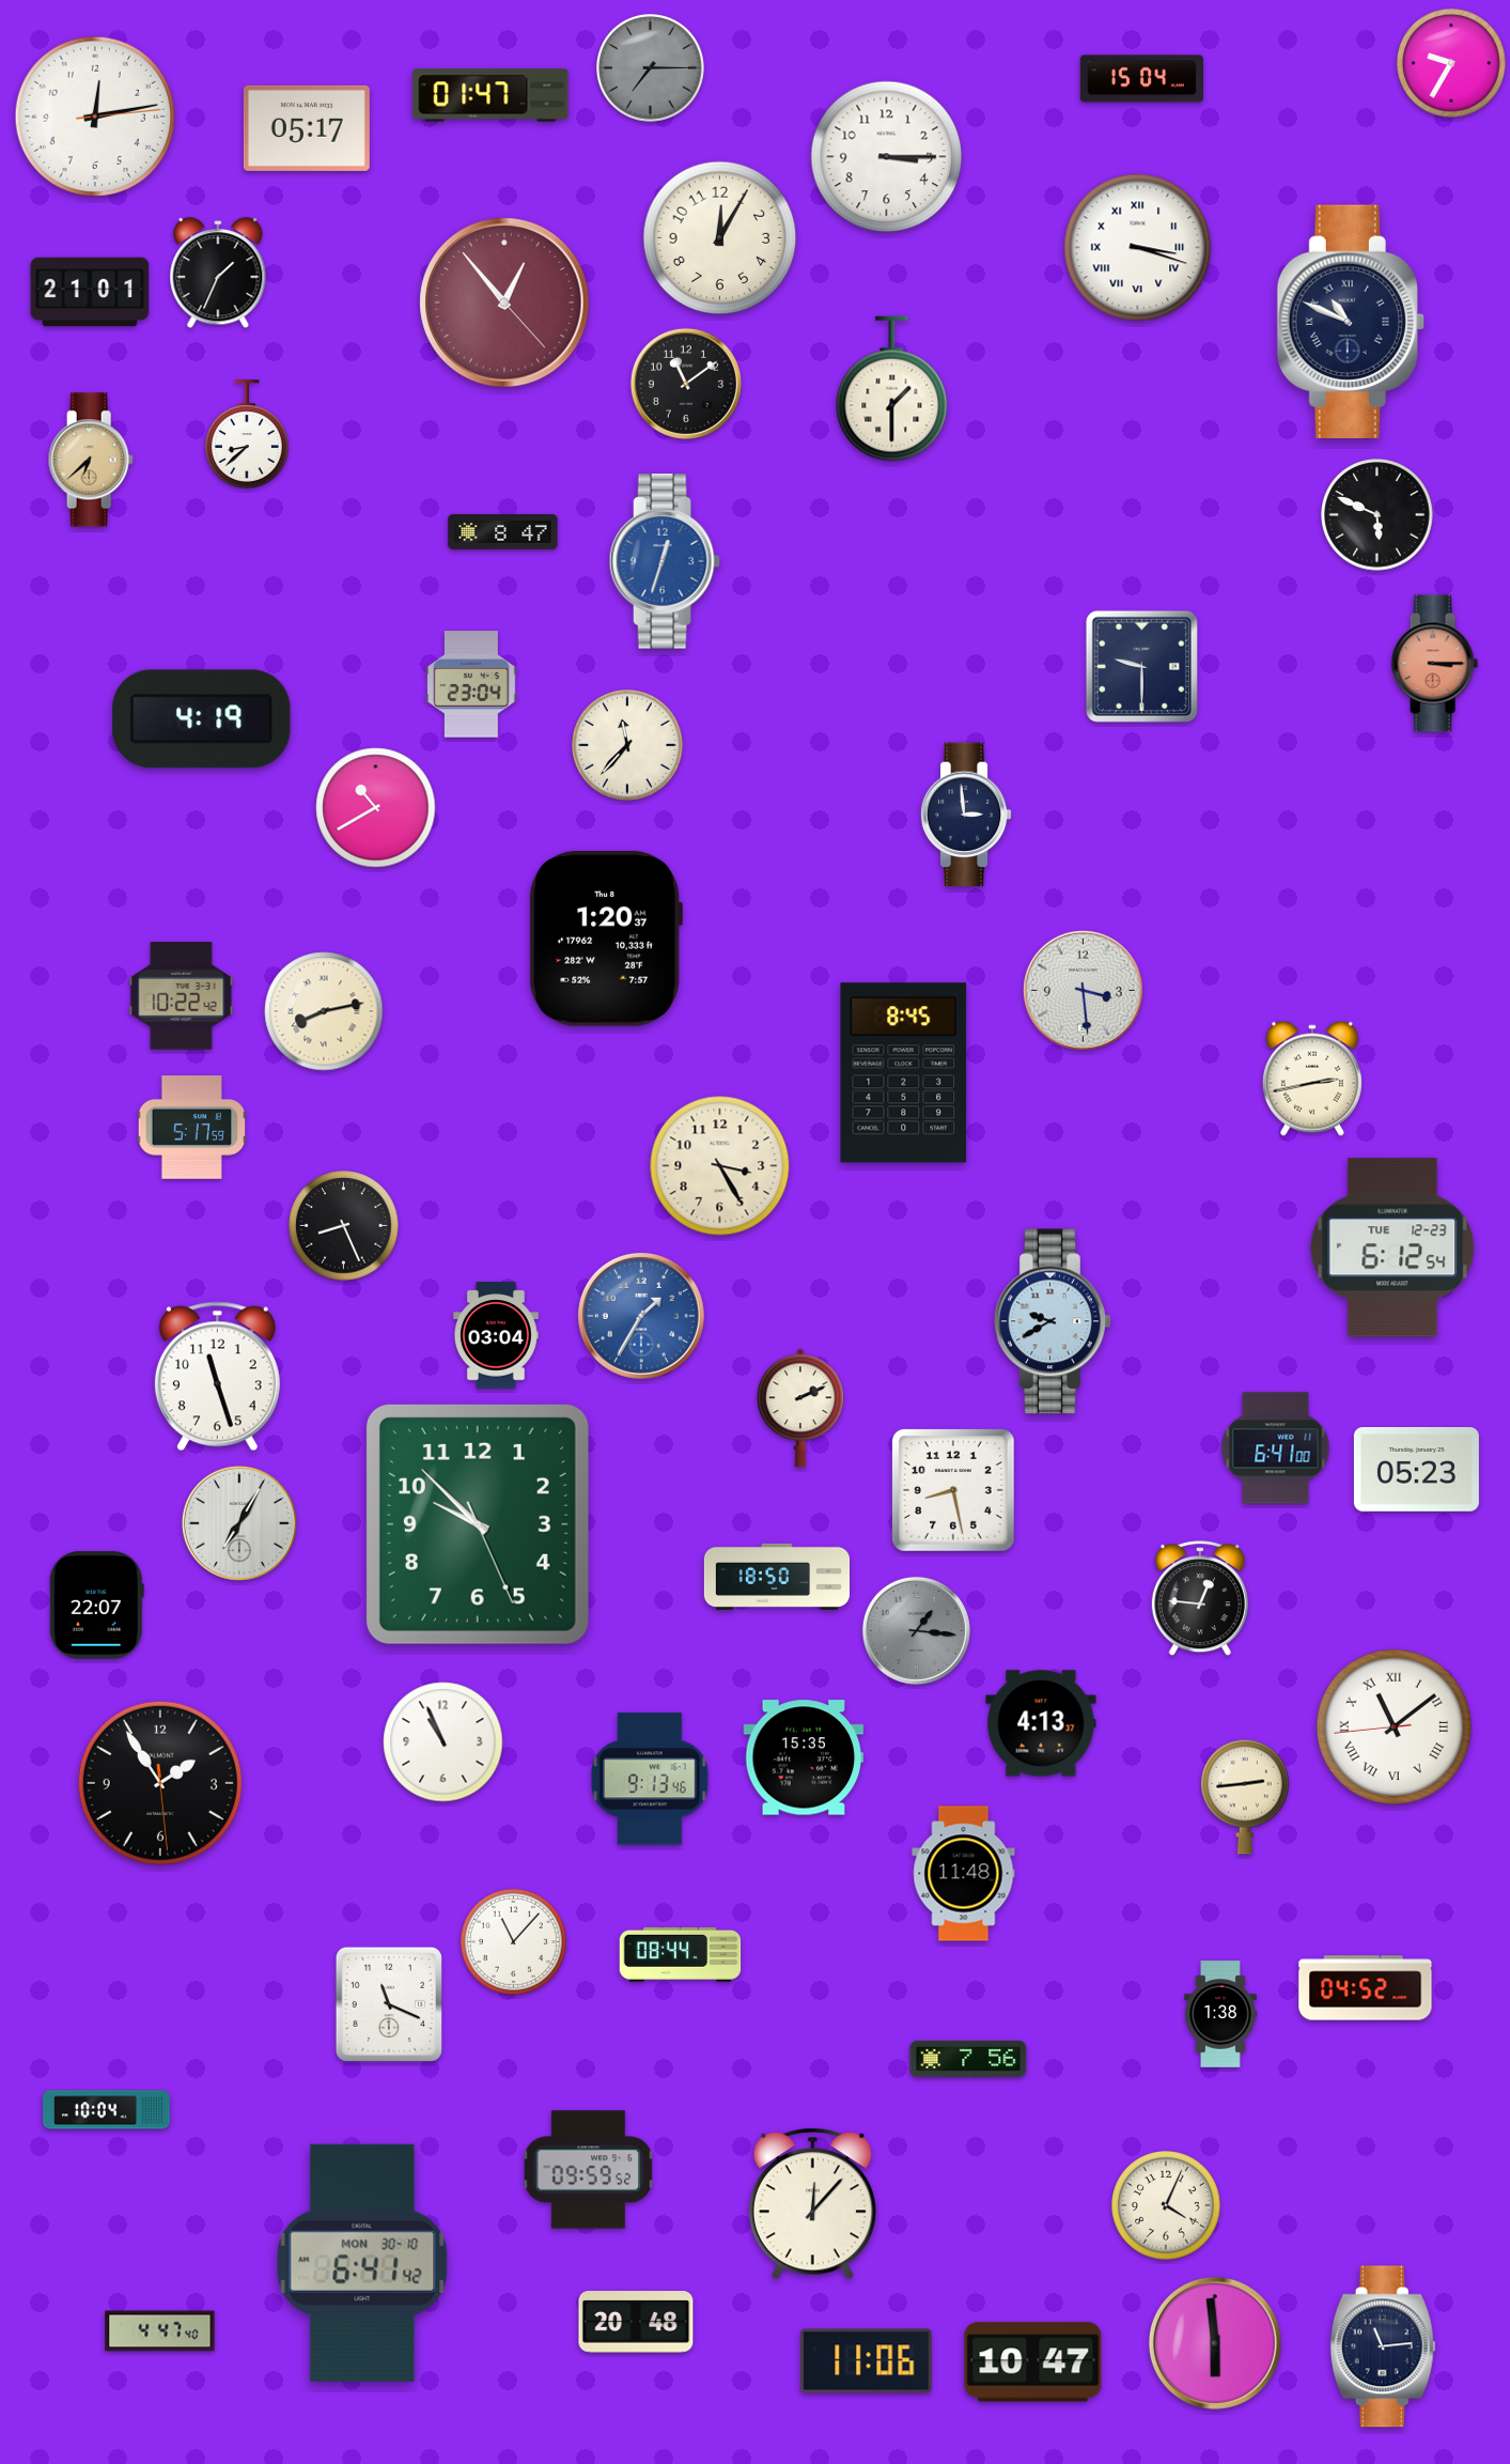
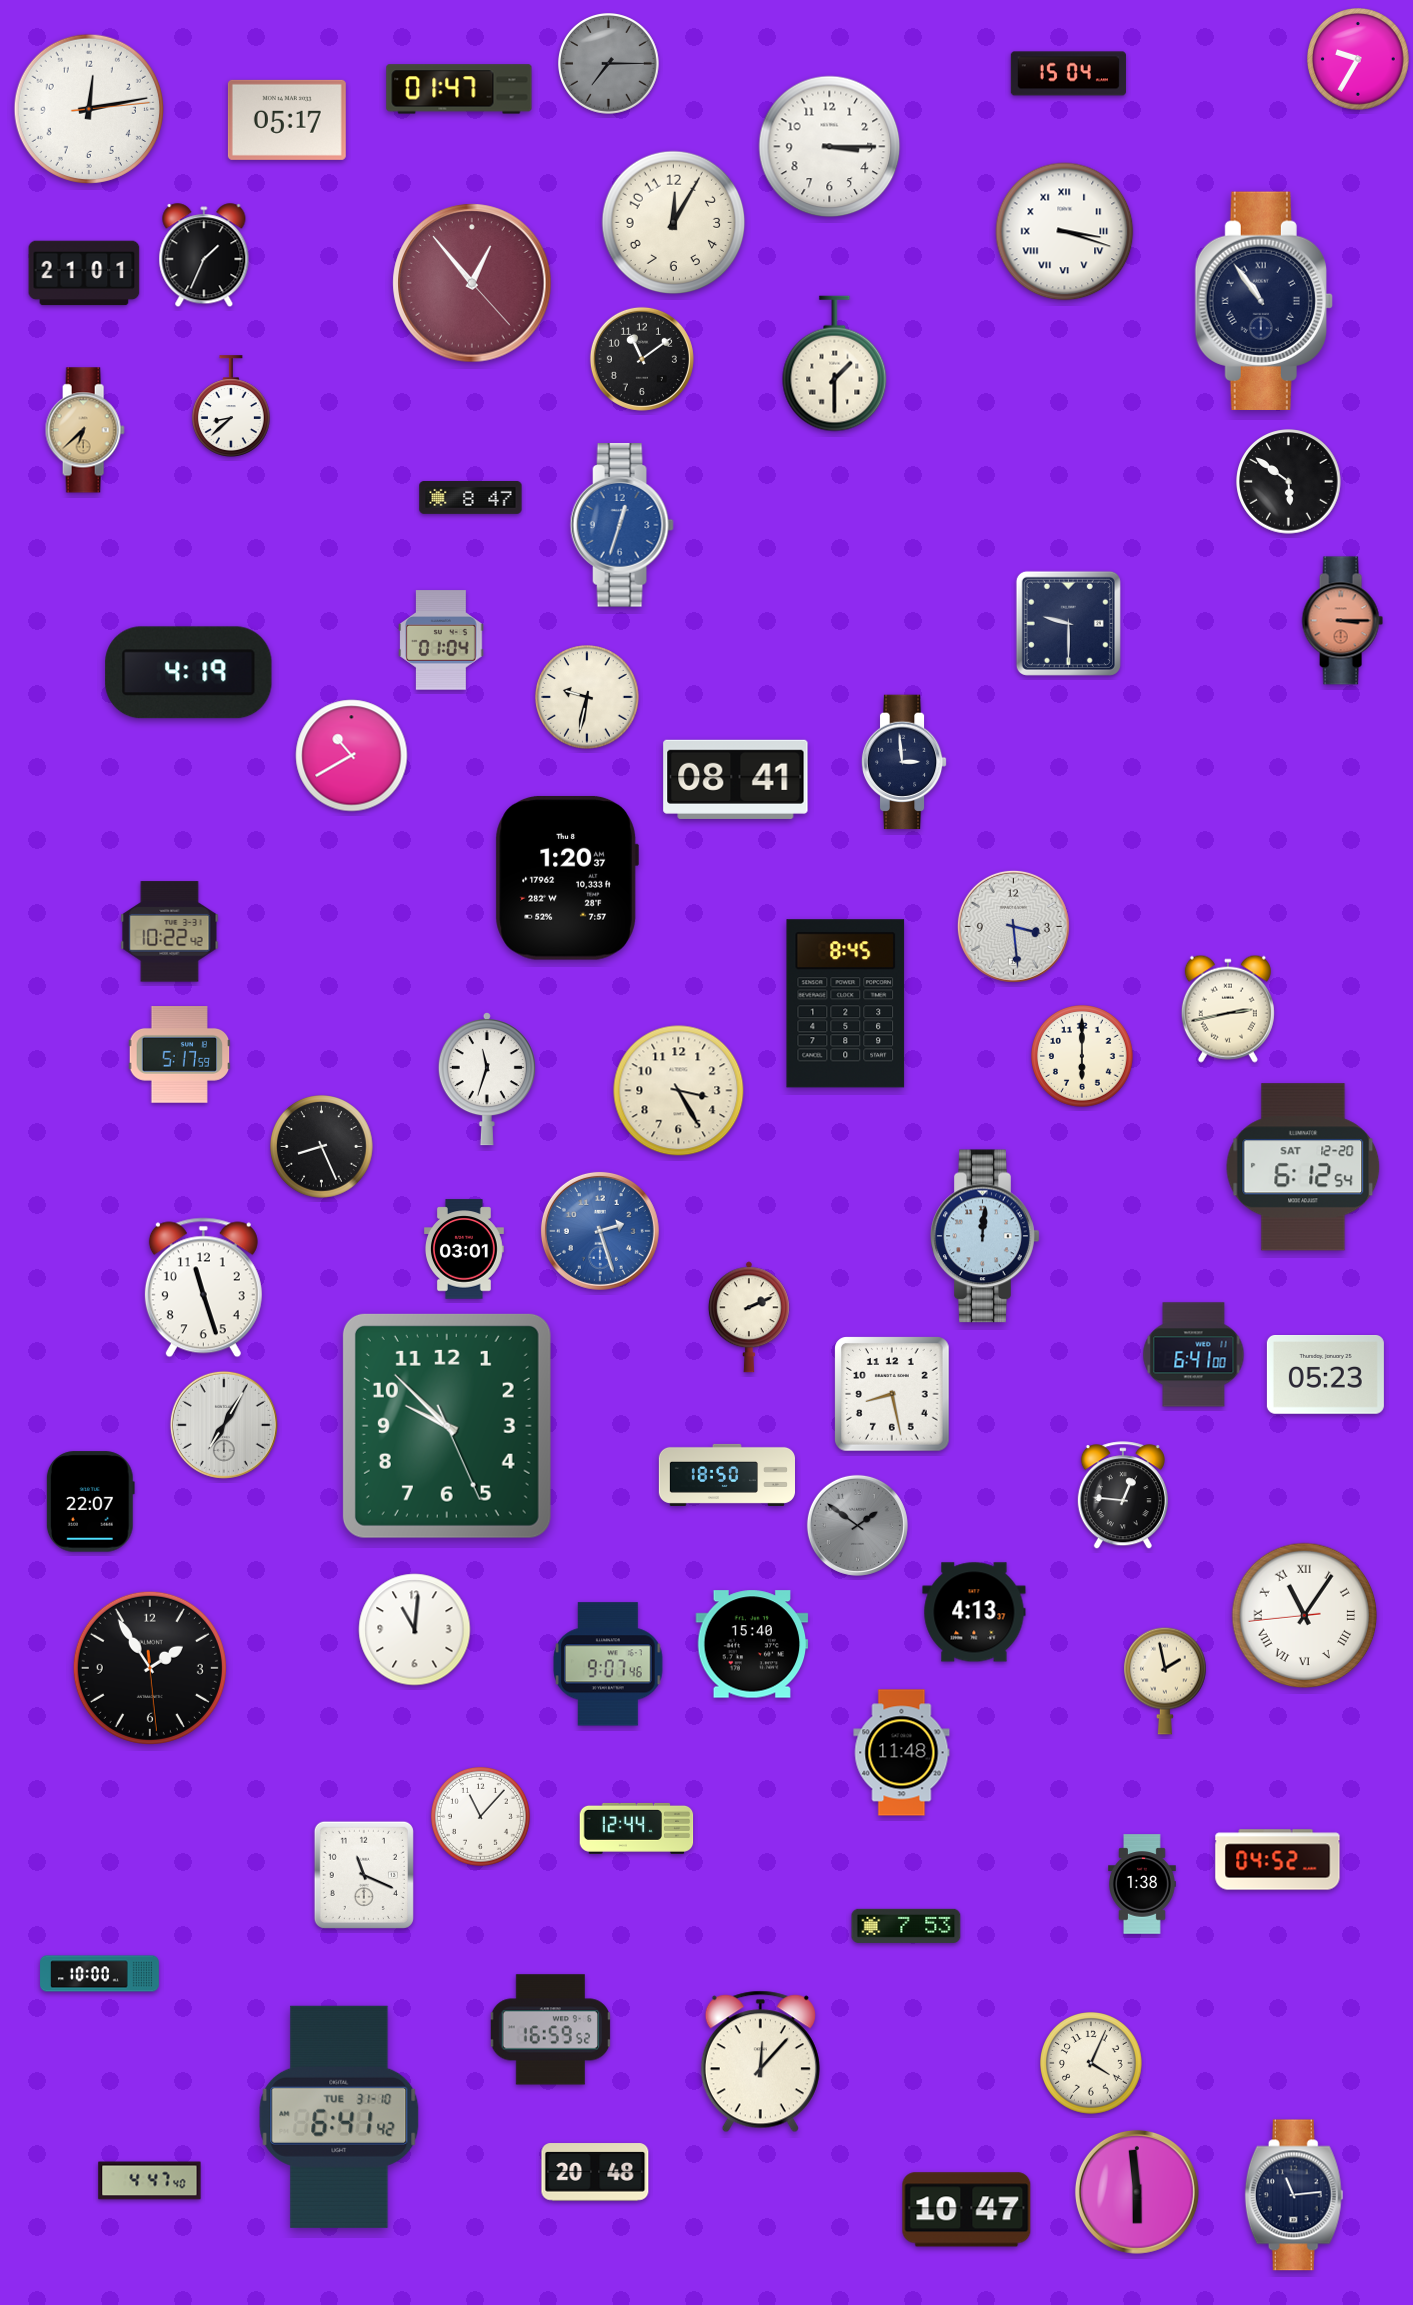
clock at (1351, 321): 10:49 -> 10:54
clock at (1377, 515): 5:49 -> 5:51
clock at (471, 684): 23:04 -> 01:04
clock at (627, 745): 11:37 -> 9:32
clock at (736, 779): none -> 08:41
clock at (324, 1011): 8:13 -> none
clock at (1083, 1057): none -> 6:00
clock at (487, 1079): none -> 11:33
clock at (720, 1166) position: (720, 1166) -> (679, 1091)
clock at (1392, 1248) date: TUE 12-23 -> SAT 12-20
clock at (641, 1316): 1:35 -> 2:27
clock at (1053, 1321): 9:40 -> 12:01
clock at (497, 1335): 03:04 -> 03:01
clock at (916, 1630): 1:16 -> 1:51
clock at (1395, 1727): 11:08 -> 11:05
clock at (443, 1742): 10:56 -> 11:01
clock at (804, 1757): 15:35 -> 15:40
clock at (650, 1779): 9:13 -> 9:07
clock at (1245, 1797): 2:44 -> 1:58
clock at (681, 1954): 08:44 -> 12:44
clock at (968, 2059): 7:56 -> 7:53
clock at (107, 2110): 10:04 -> 10:00
clock at (589, 2170): 09:59 -> 16:59
clock at (362, 2263) date: MON 30-10 -> TUE 31-10
clock at (867, 2361): 11:06 -> none
